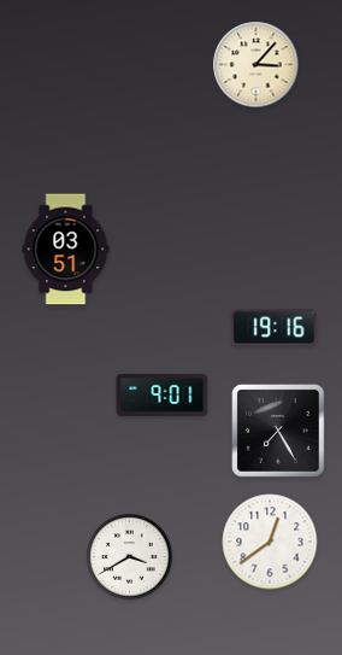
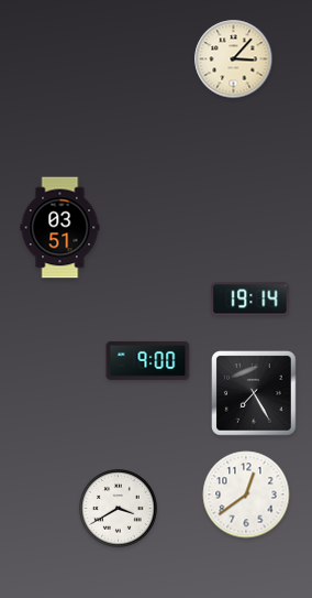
clock at (275, 328): 19:16 -> 19:14
clock at (163, 394): 9:01 -> 9:00
